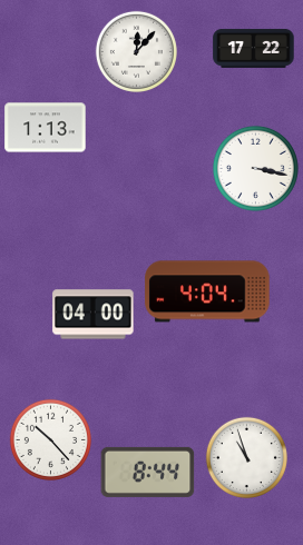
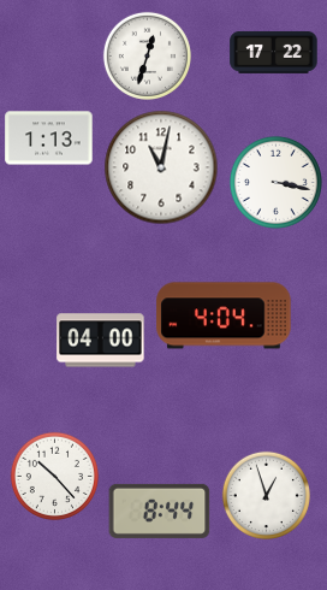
clock at (136, 51): 12:07 -> 12:33
clock at (161, 167): none -> 11:02
clock at (246, 457): 10:57 -> 12:57
